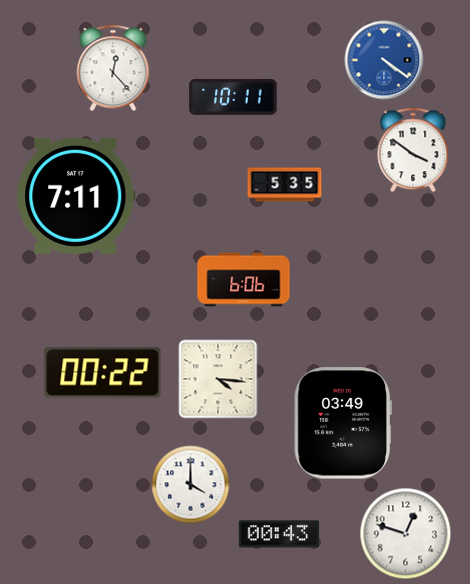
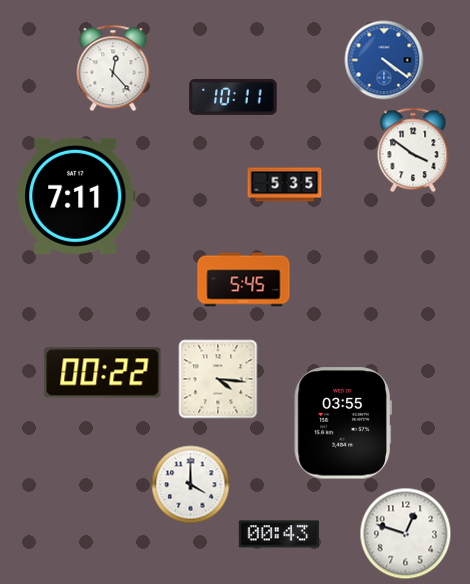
clock at (244, 280): 6:06 -> 5:45
clock at (343, 423): 03:49 -> 03:55
